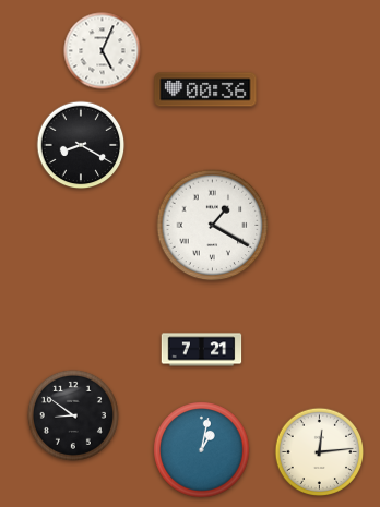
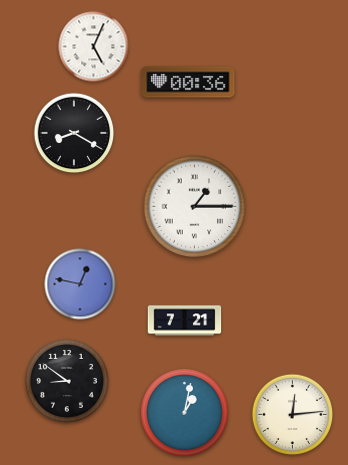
clock at (213, 226): 1:20 -> 1:15
clock at (80, 284): none -> 12:47
